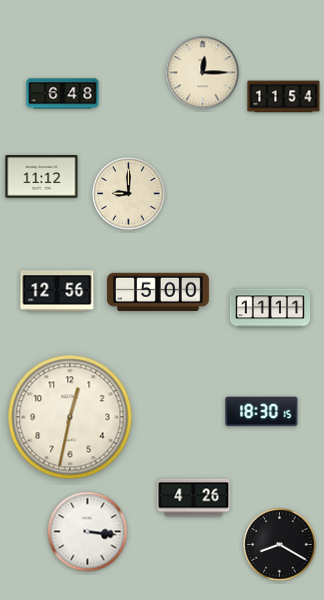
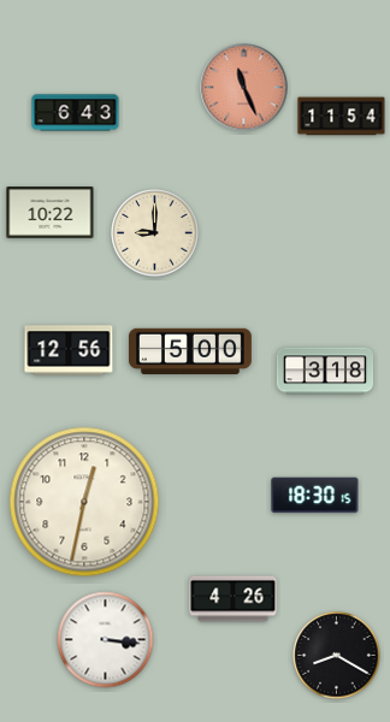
clock at (203, 73): 12:15 -> 11:26
clock at (203, 73) dial: cream -> salmon
clock at (63, 94): 6:48 -> 6:43
clock at (42, 177): 11:12 -> 10:22
clock at (270, 308): 11:11 -> 3:18
